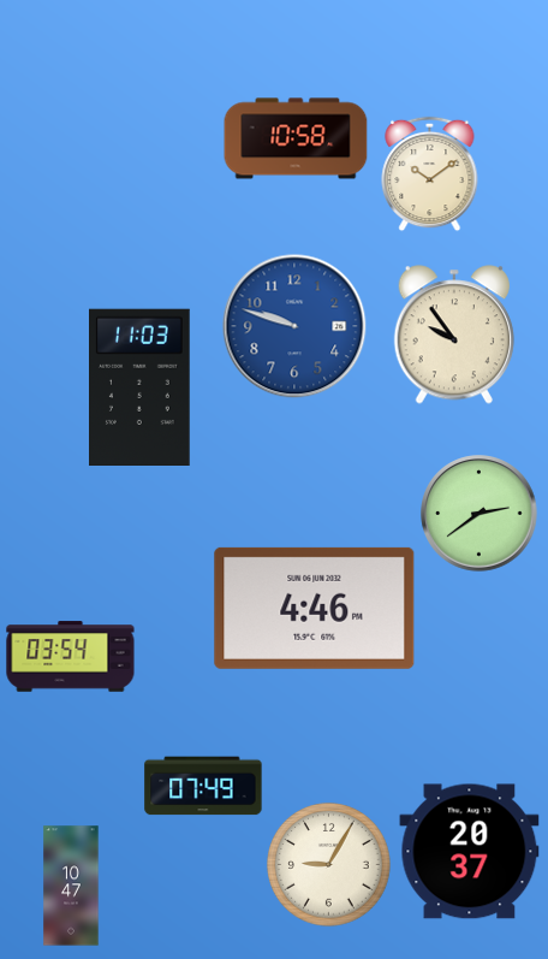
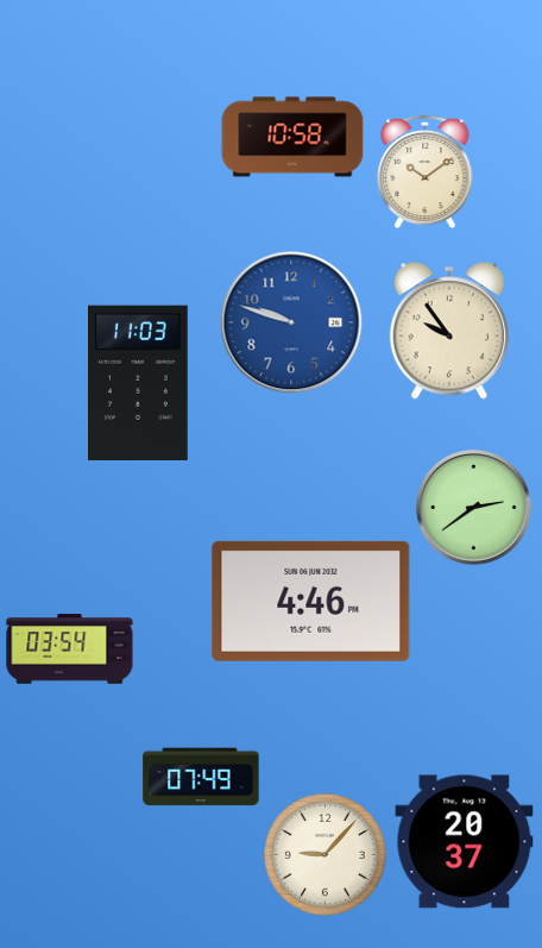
clock at (329, 865): 9:05 -> 9:07
clock at (71, 886): 10:47 -> none
